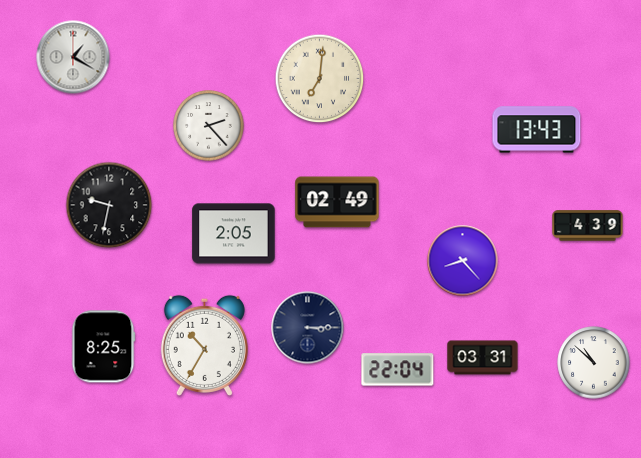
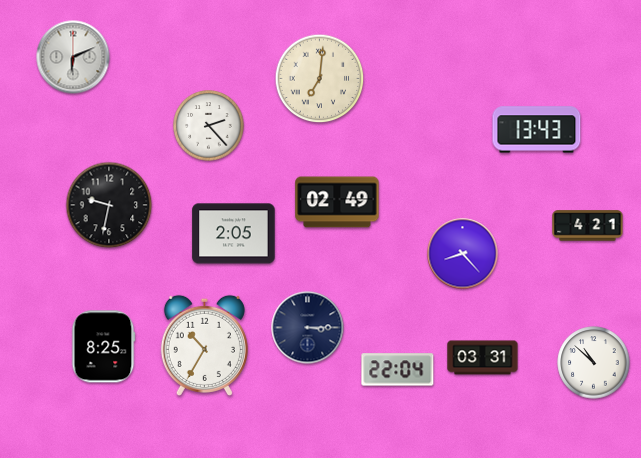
clock at (73, 57): 1:20 -> 6:11
clock at (588, 226): 4:39 -> 4:21
clock at (463, 261) position: (463, 261) -> (463, 254)
